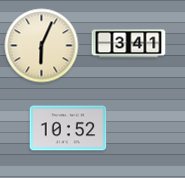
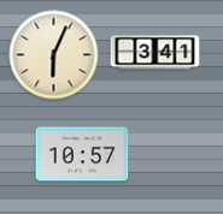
clock at (42, 46) position: (42, 46) -> (54, 55)
clock at (68, 128): 10:52 -> 10:57
